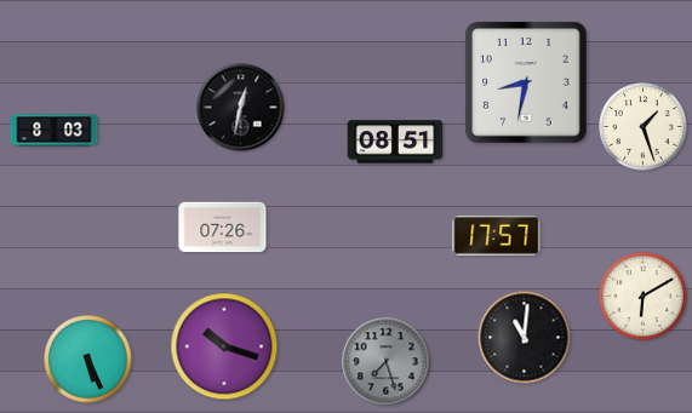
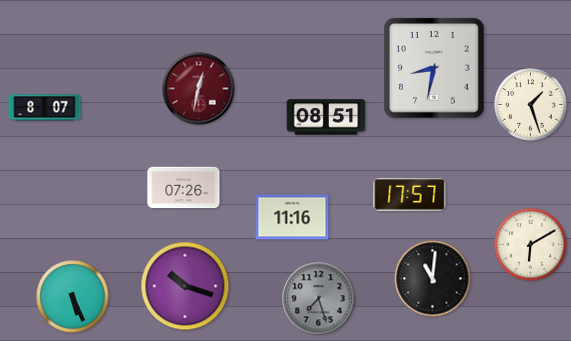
clock at (241, 108) dial: black -> burgundy
clock at (55, 131): 8:03 -> 8:07
clock at (292, 217): none -> 11:16
